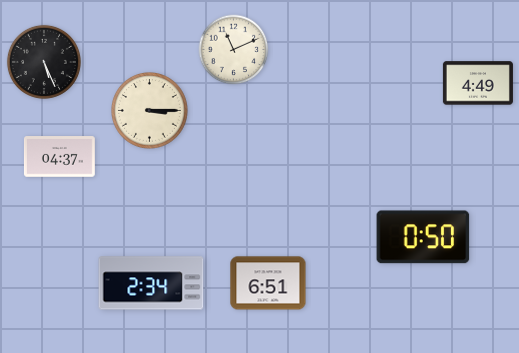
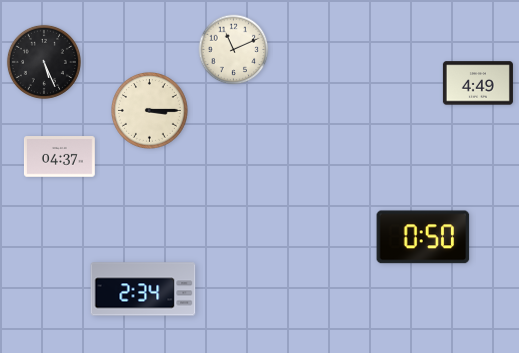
clock at (151, 283) position: (151, 283) -> (143, 289)
clock at (268, 283): 6:51 -> none
